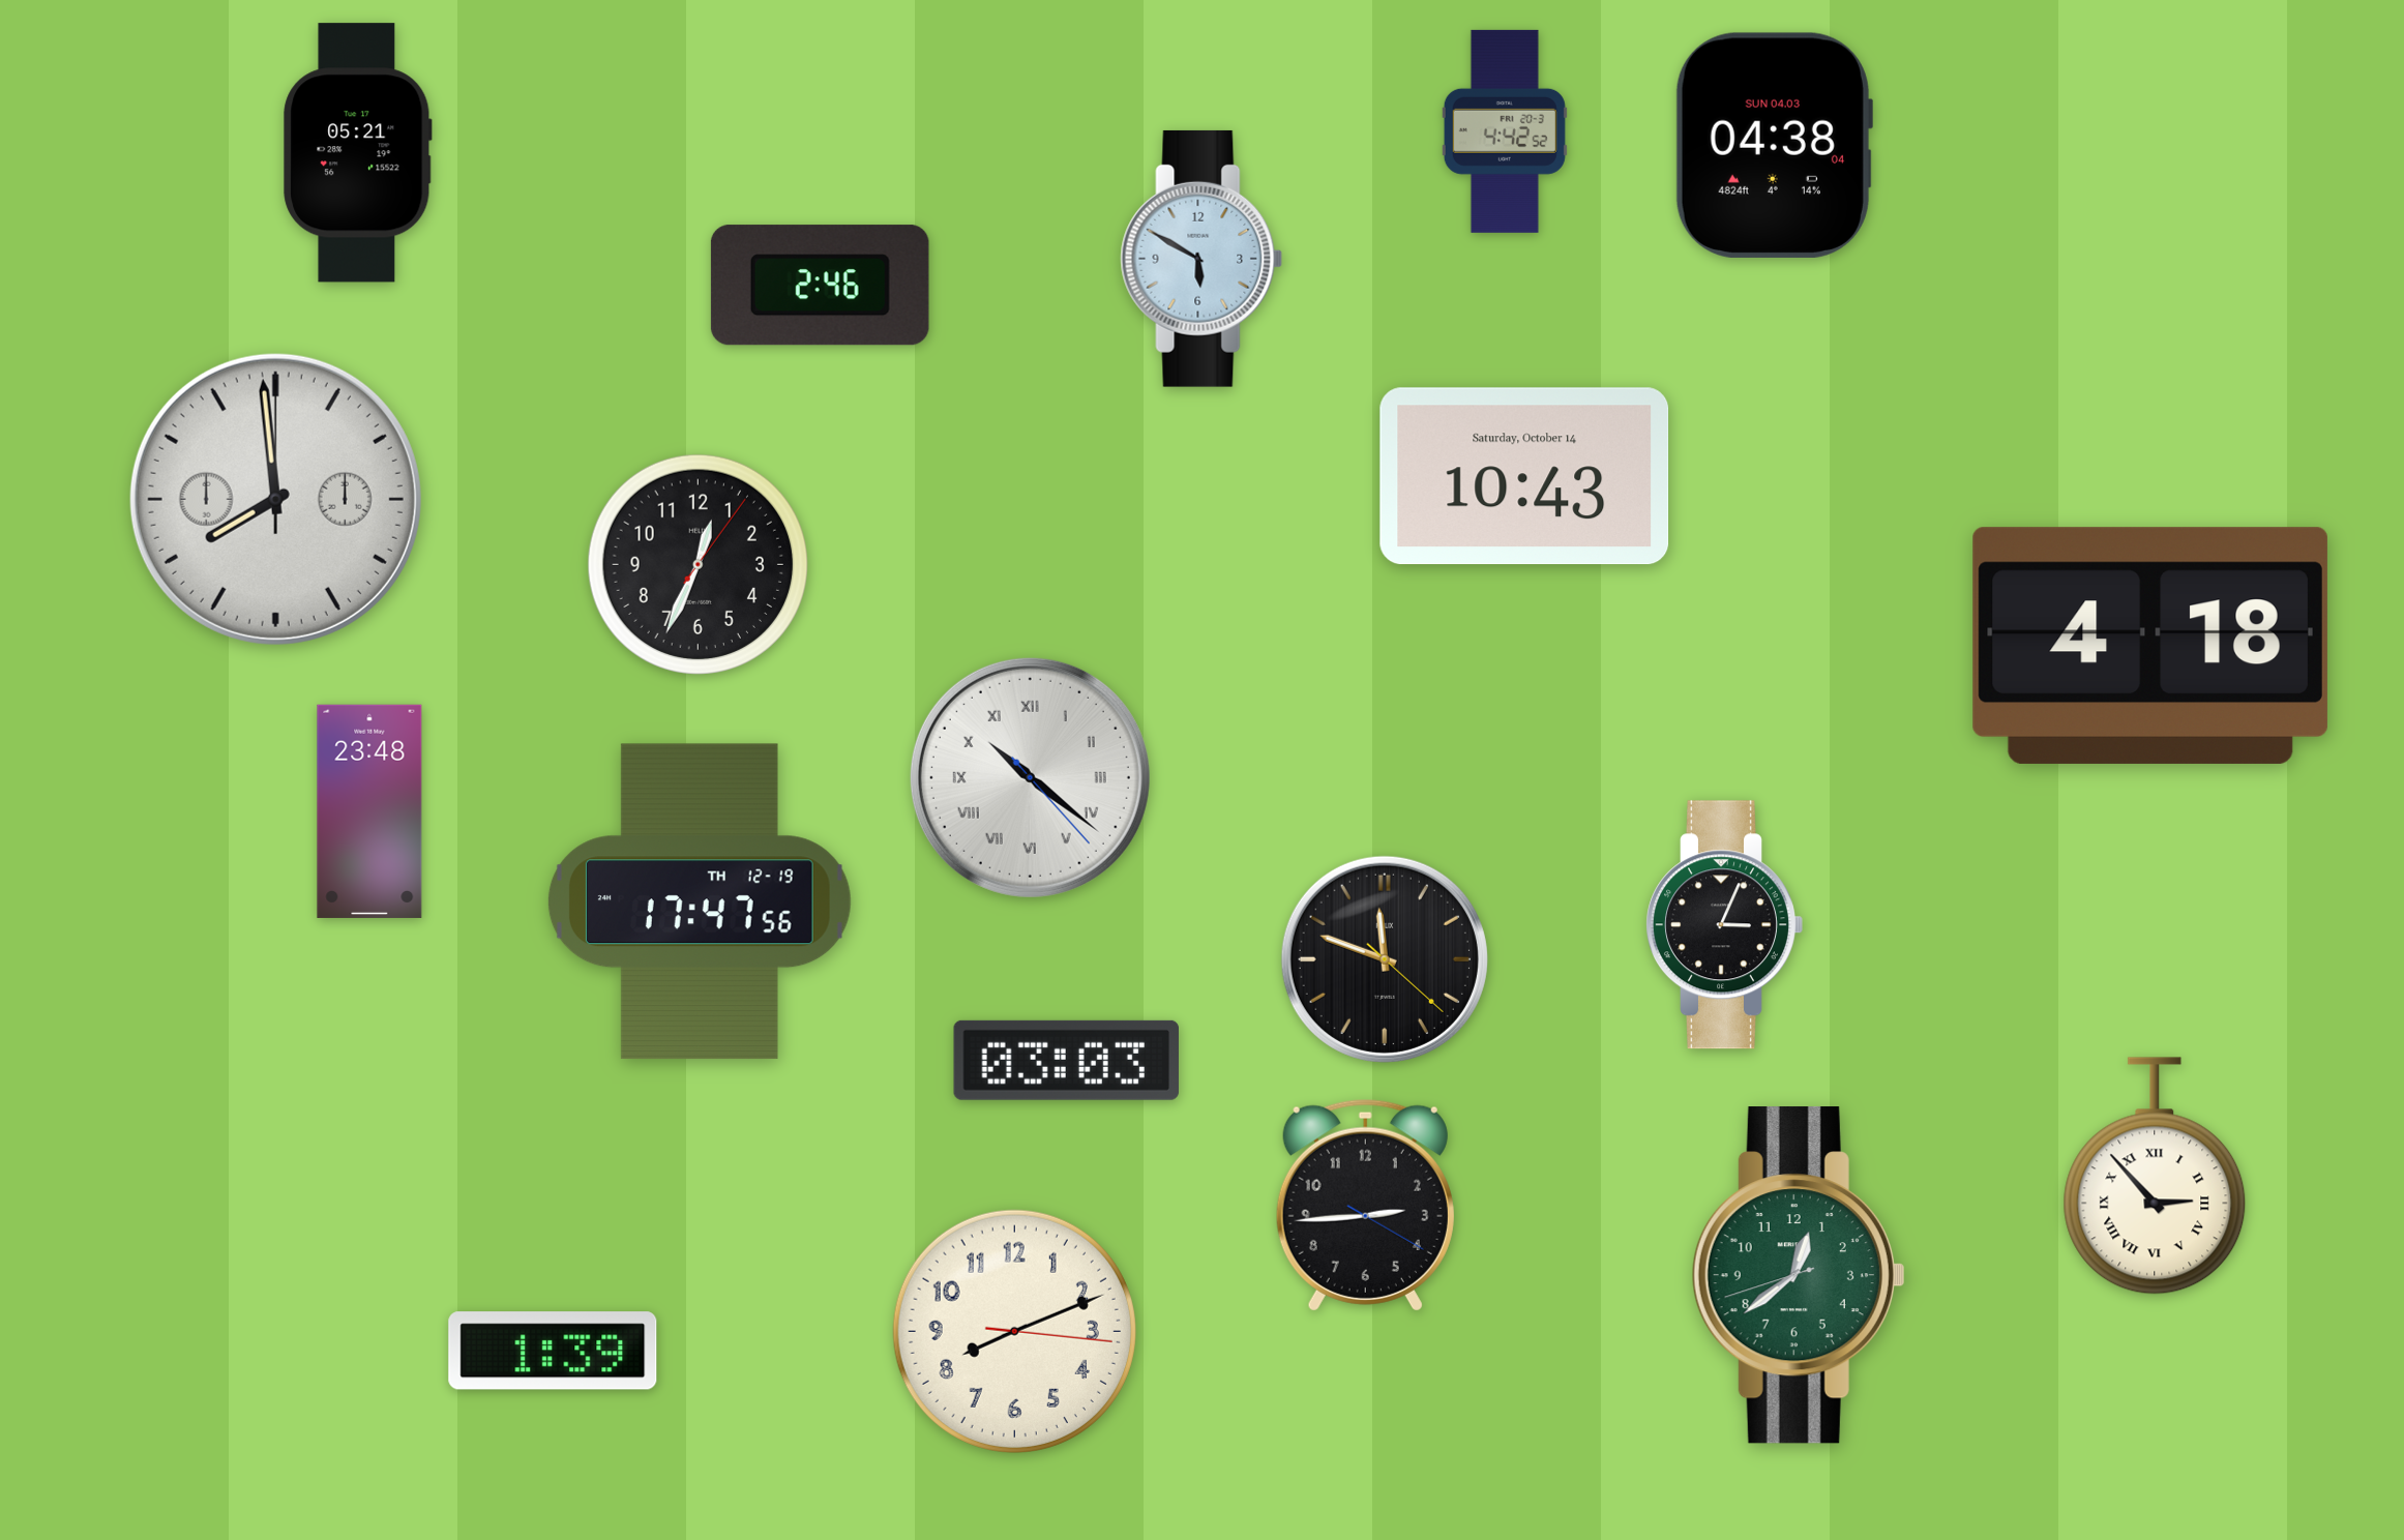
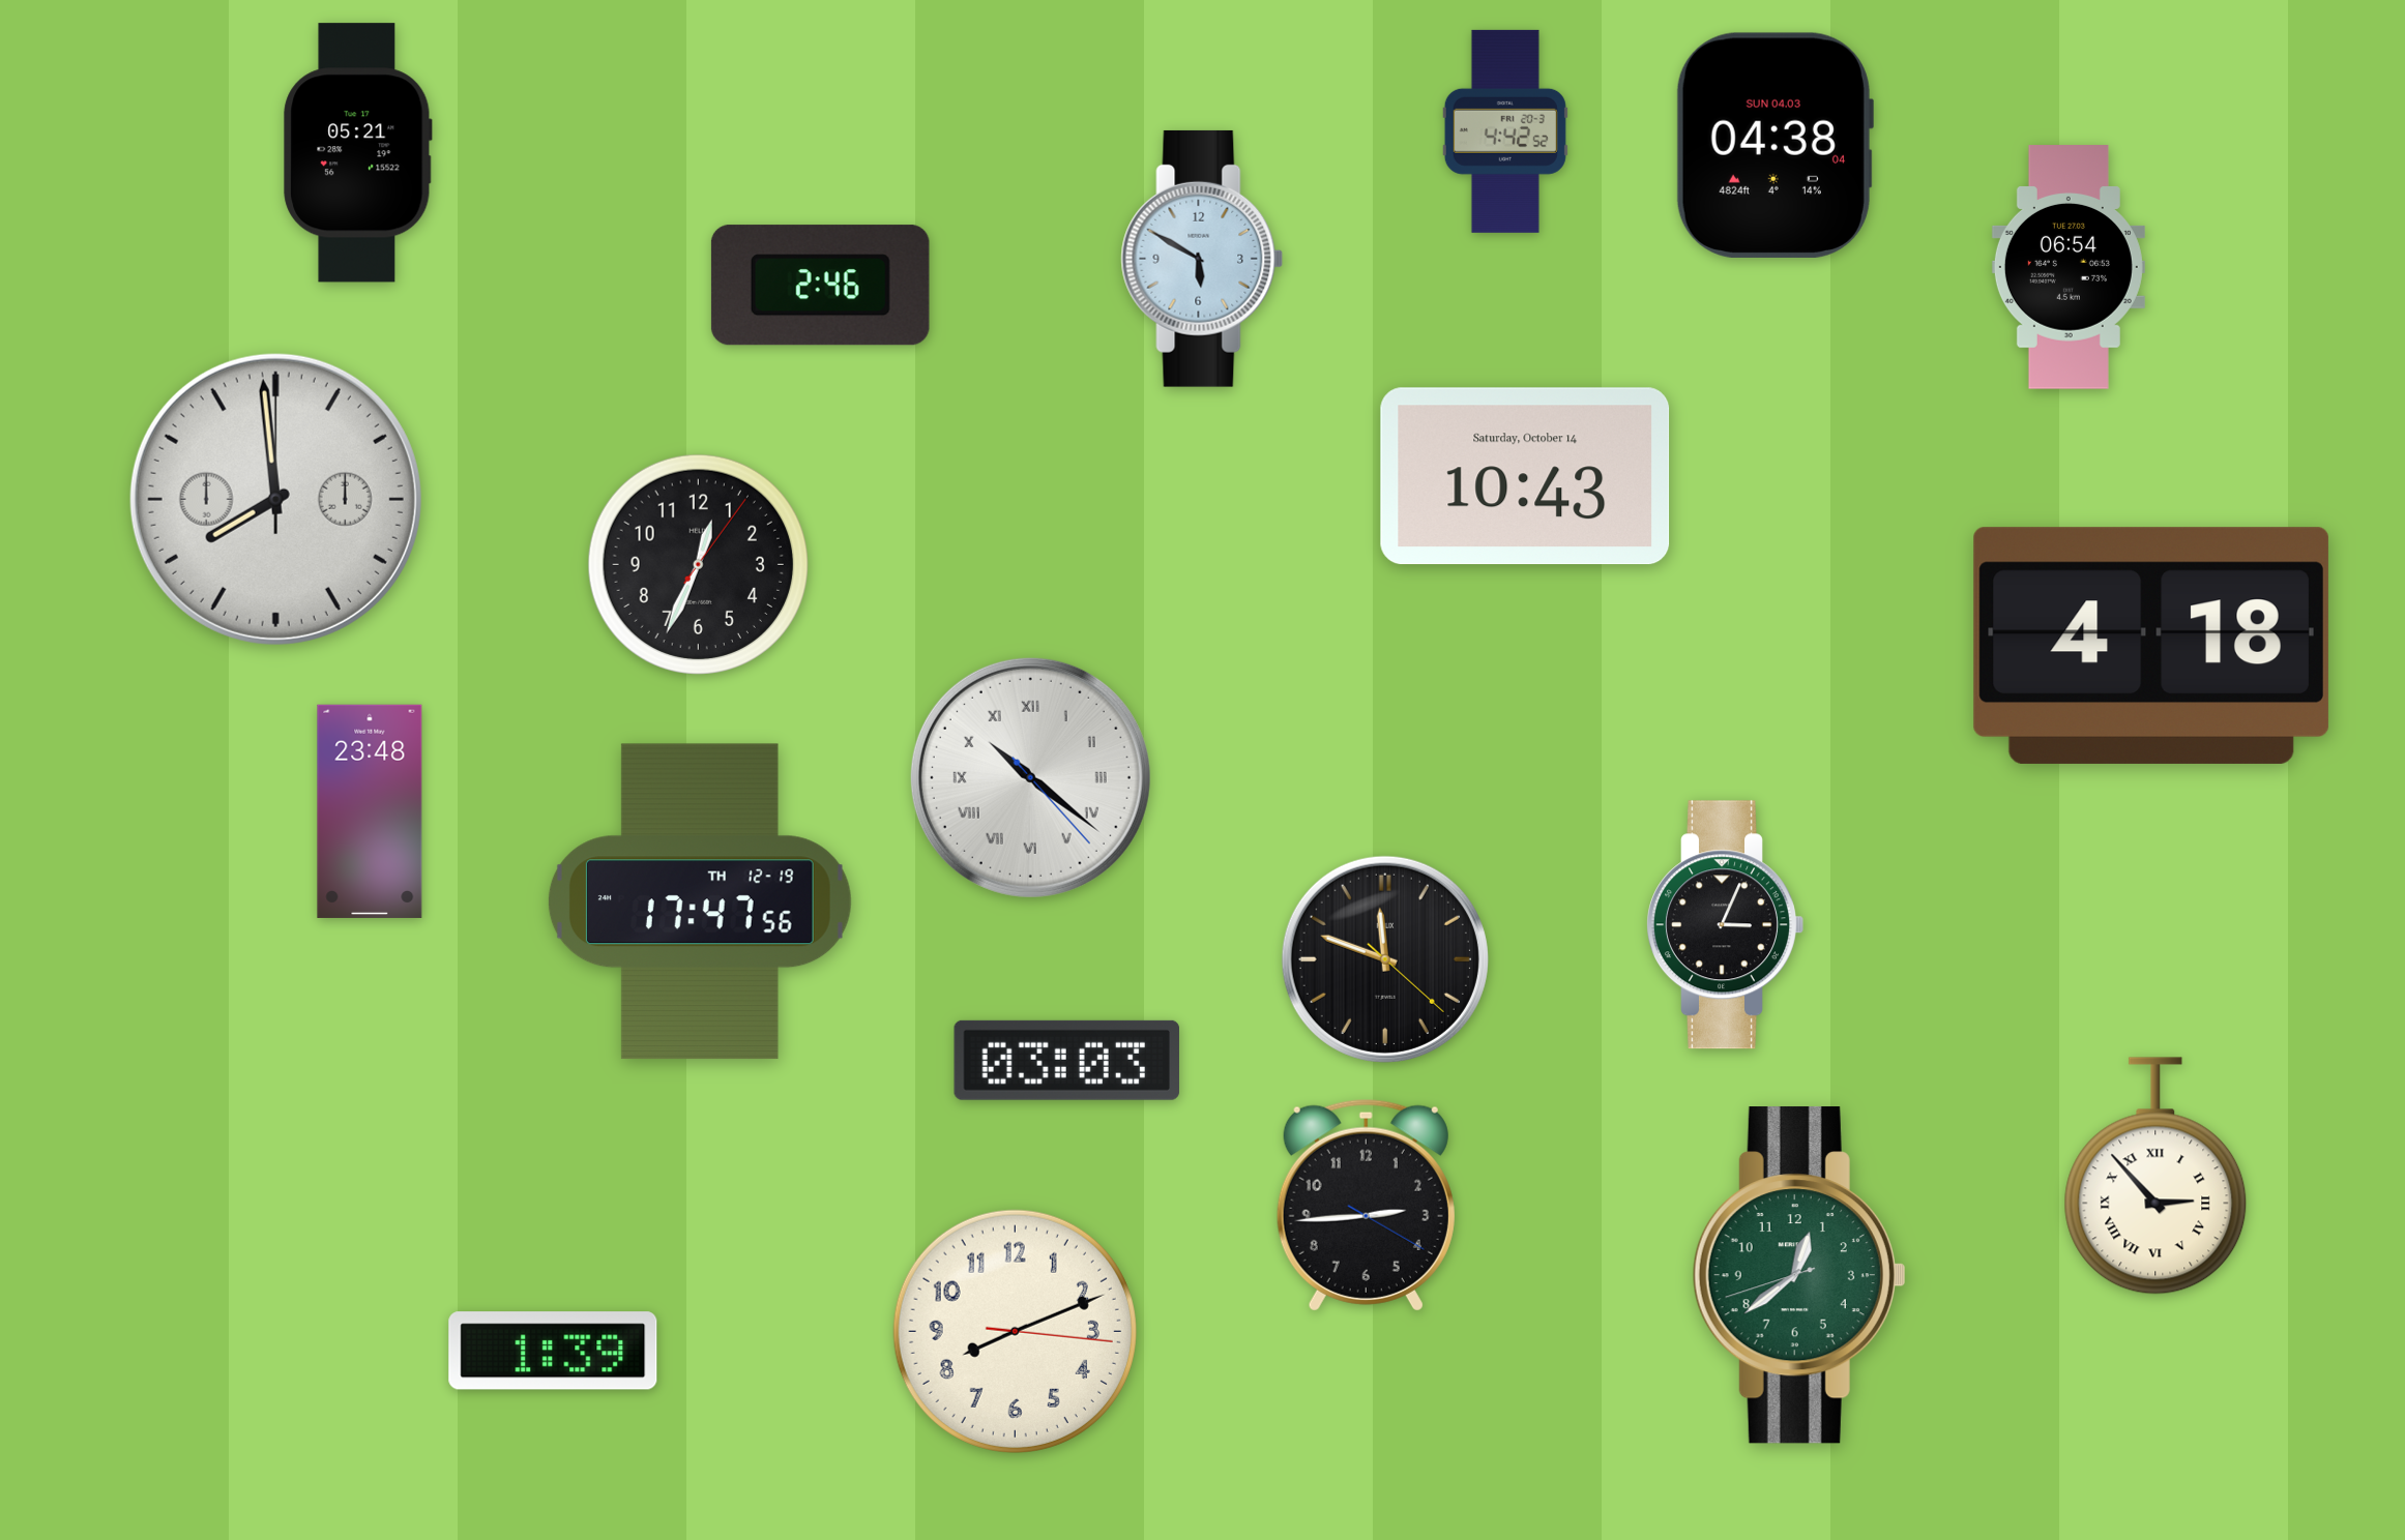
clock at (2069, 267): none -> 06:54
